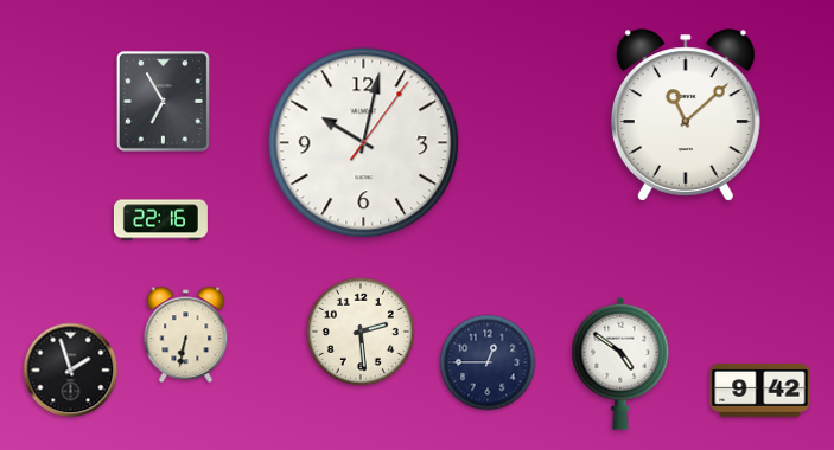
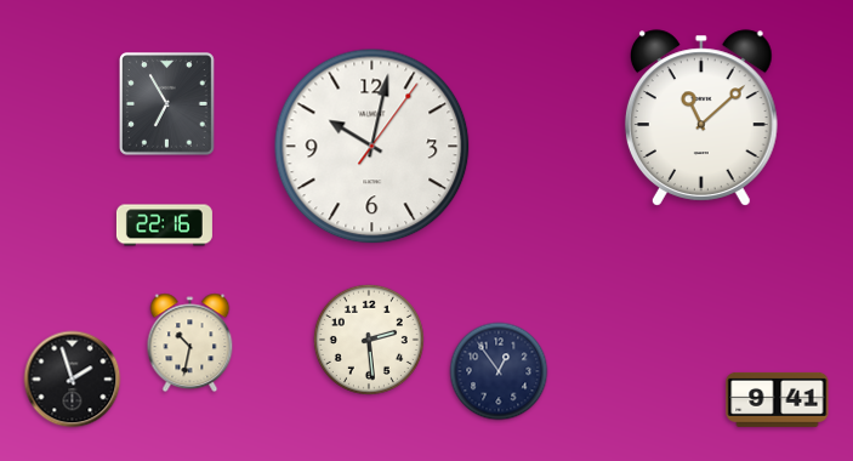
clock at (186, 335): 6:32 -> 10:32
clock at (488, 362): 12:45 -> 12:54
clock at (620, 364): 4:51 -> none
clock at (760, 390): 9:42 -> 9:41
